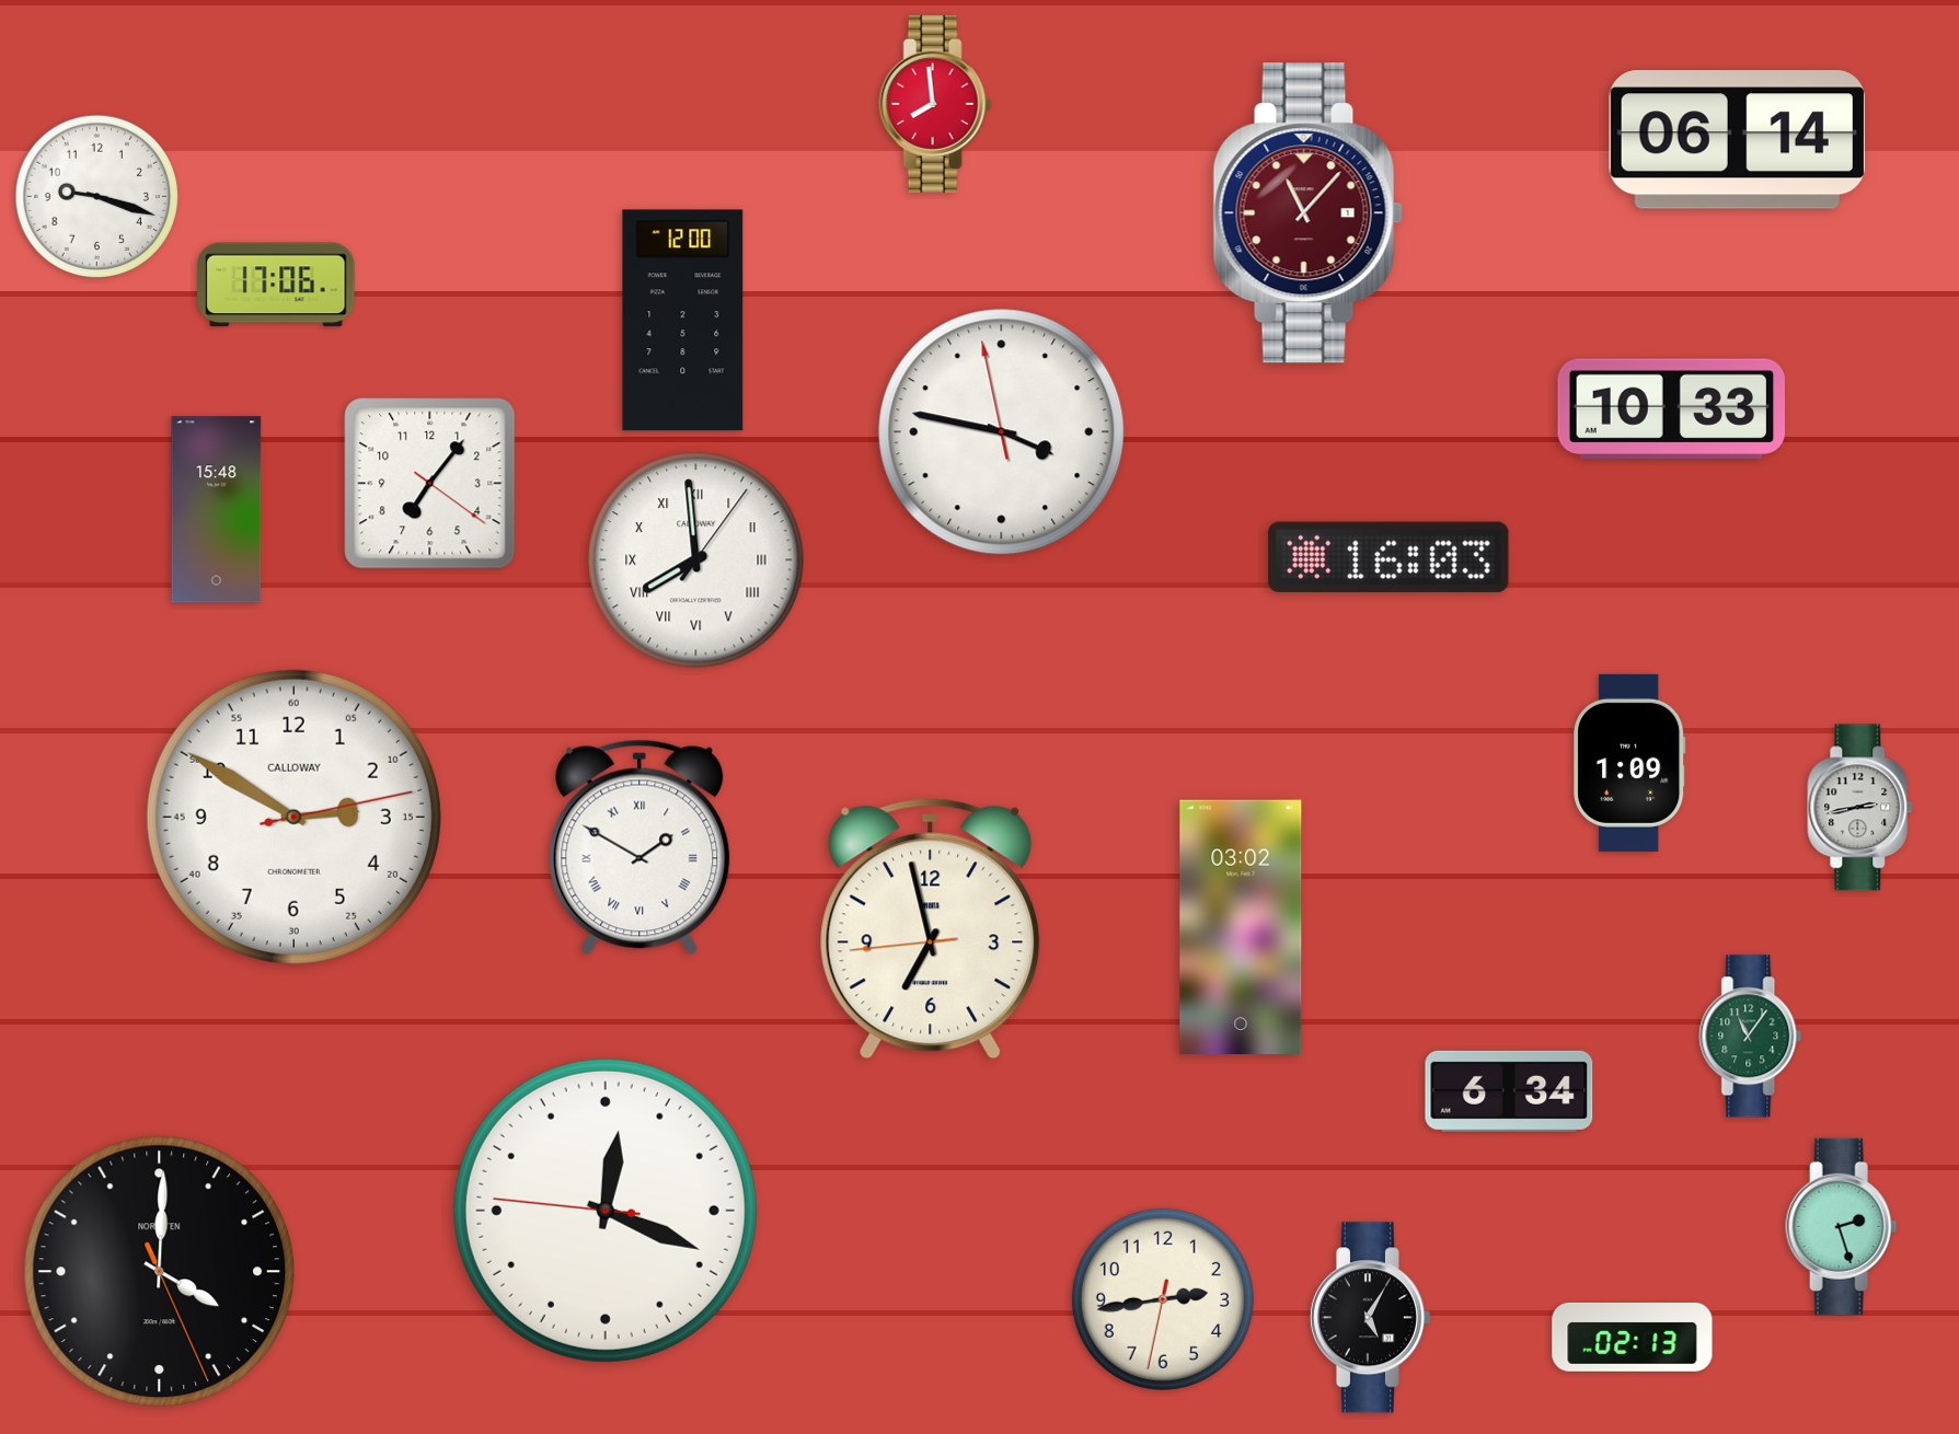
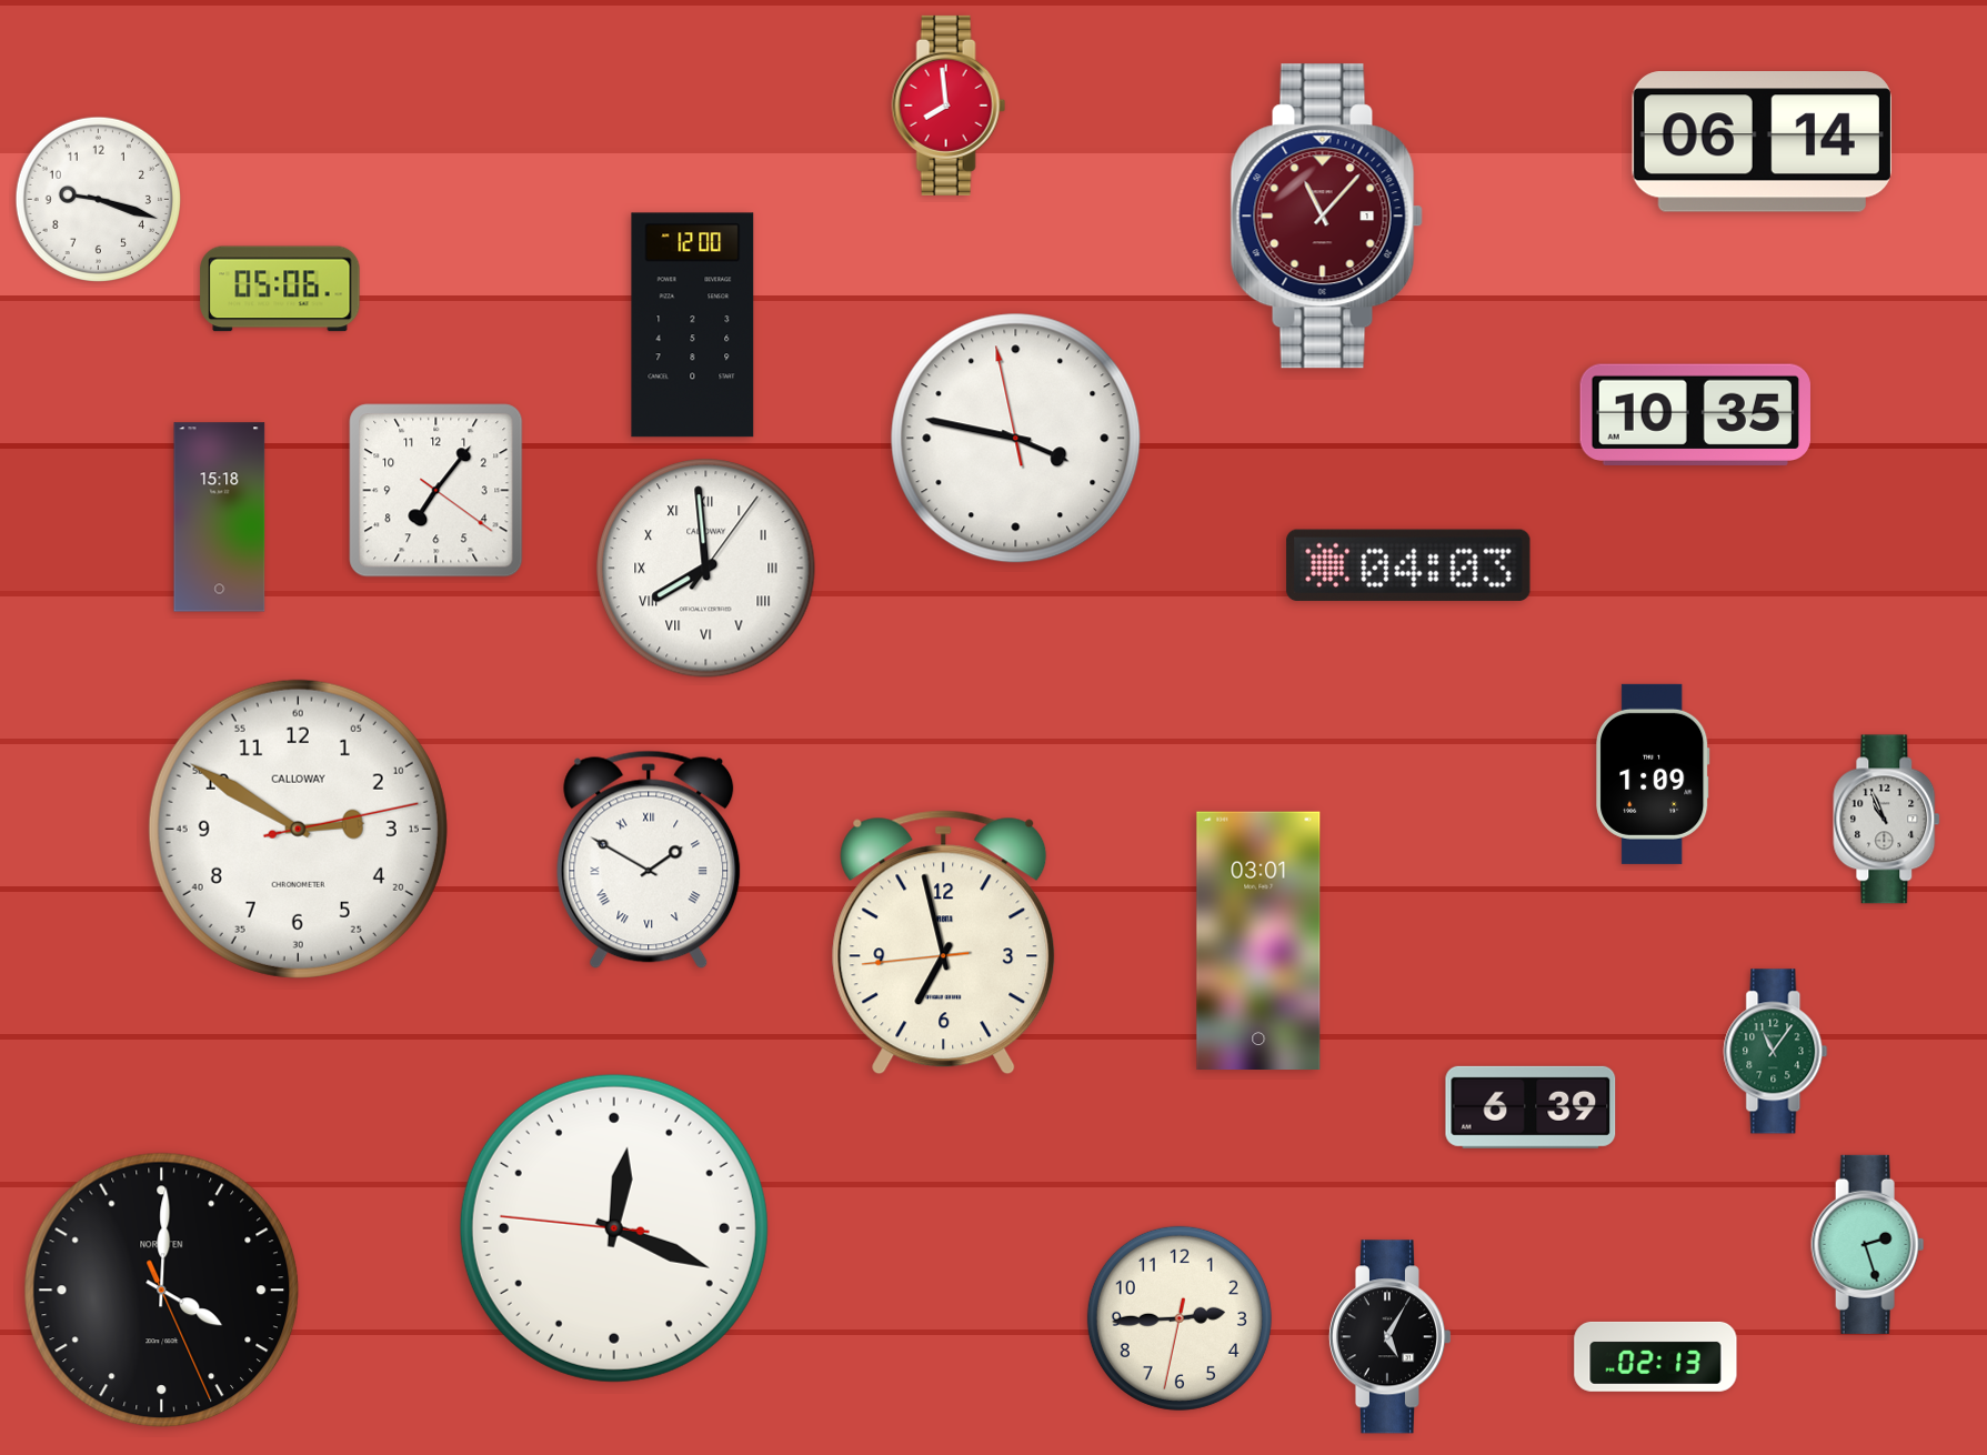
clock at (276, 285): 17:06 -> 05:06
clock at (1671, 408): 10:33 -> 10:35
clock at (217, 510): 15:48 -> 15:18
clock at (1388, 557): 16:03 -> 04:03
clock at (1860, 808): 2:43 -> 10:56
clock at (1241, 926): 03:02 -> 03:01
clock at (1509, 1091): 6:34 -> 6:39
clock at (1163, 1299): 2:43 -> 2:44
